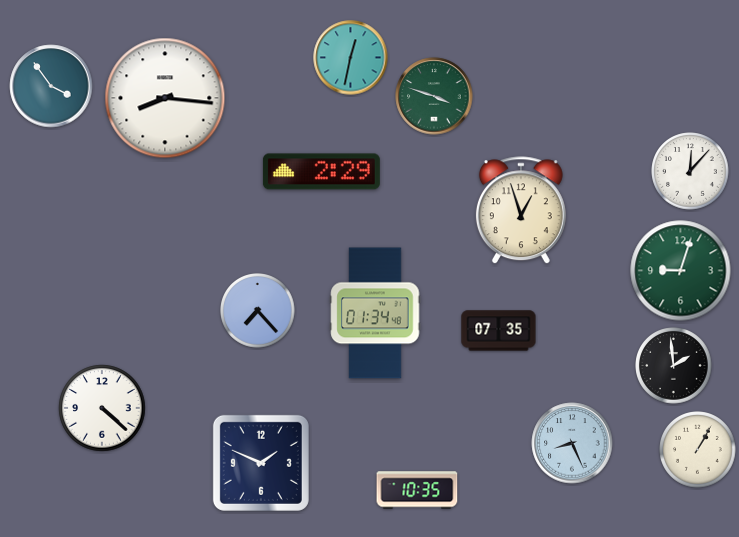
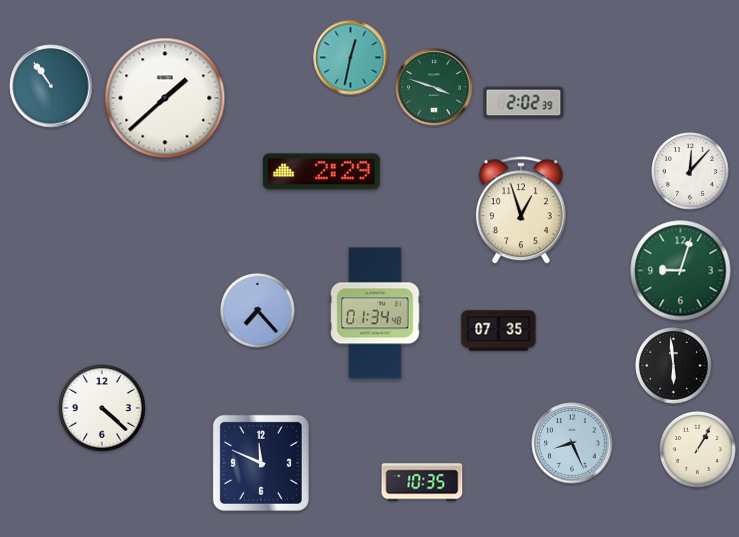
clock at (51, 86): 3:54 -> 10:54
clock at (434, 96) position: (434, 96) -> (434, 87)
clock at (165, 98): 8:16 -> 1:38
clock at (524, 103): none -> 2:02
clock at (674, 366): 1:59 -> 5:59
clock at (261, 463): 1:49 -> 11:49
clock at (417, 490) position: (417, 490) -> (422, 482)
